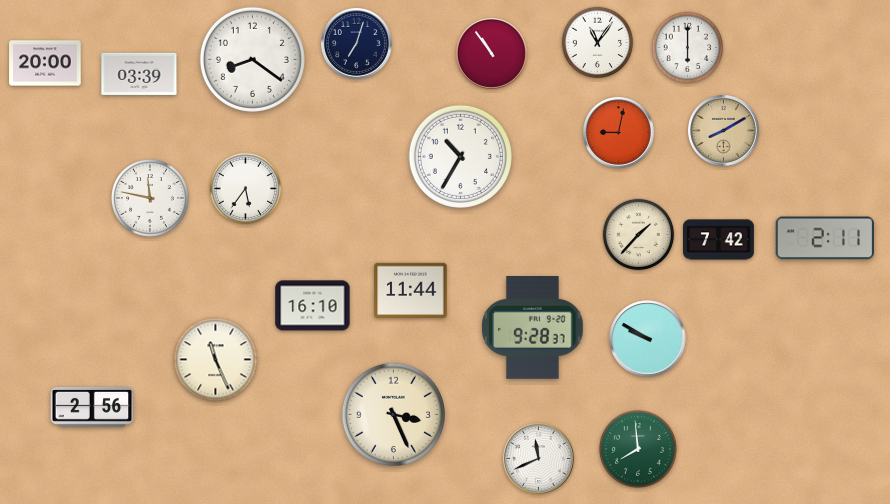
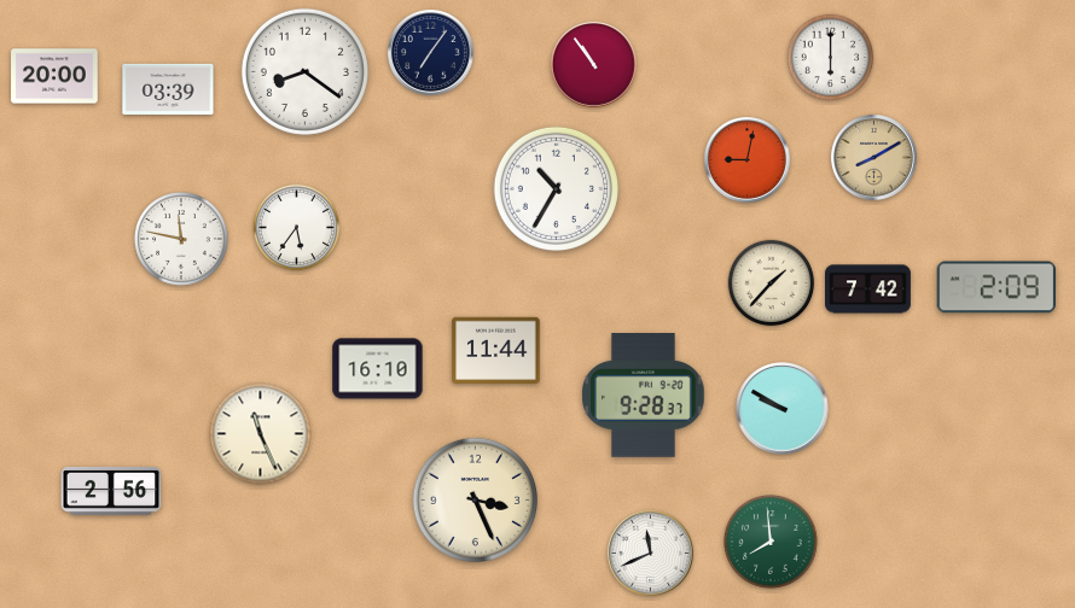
clock at (598, 43): 11:06 -> none
clock at (357, 44): 7:03 -> 7:06
clock at (825, 238): 2:11 -> 2:09
